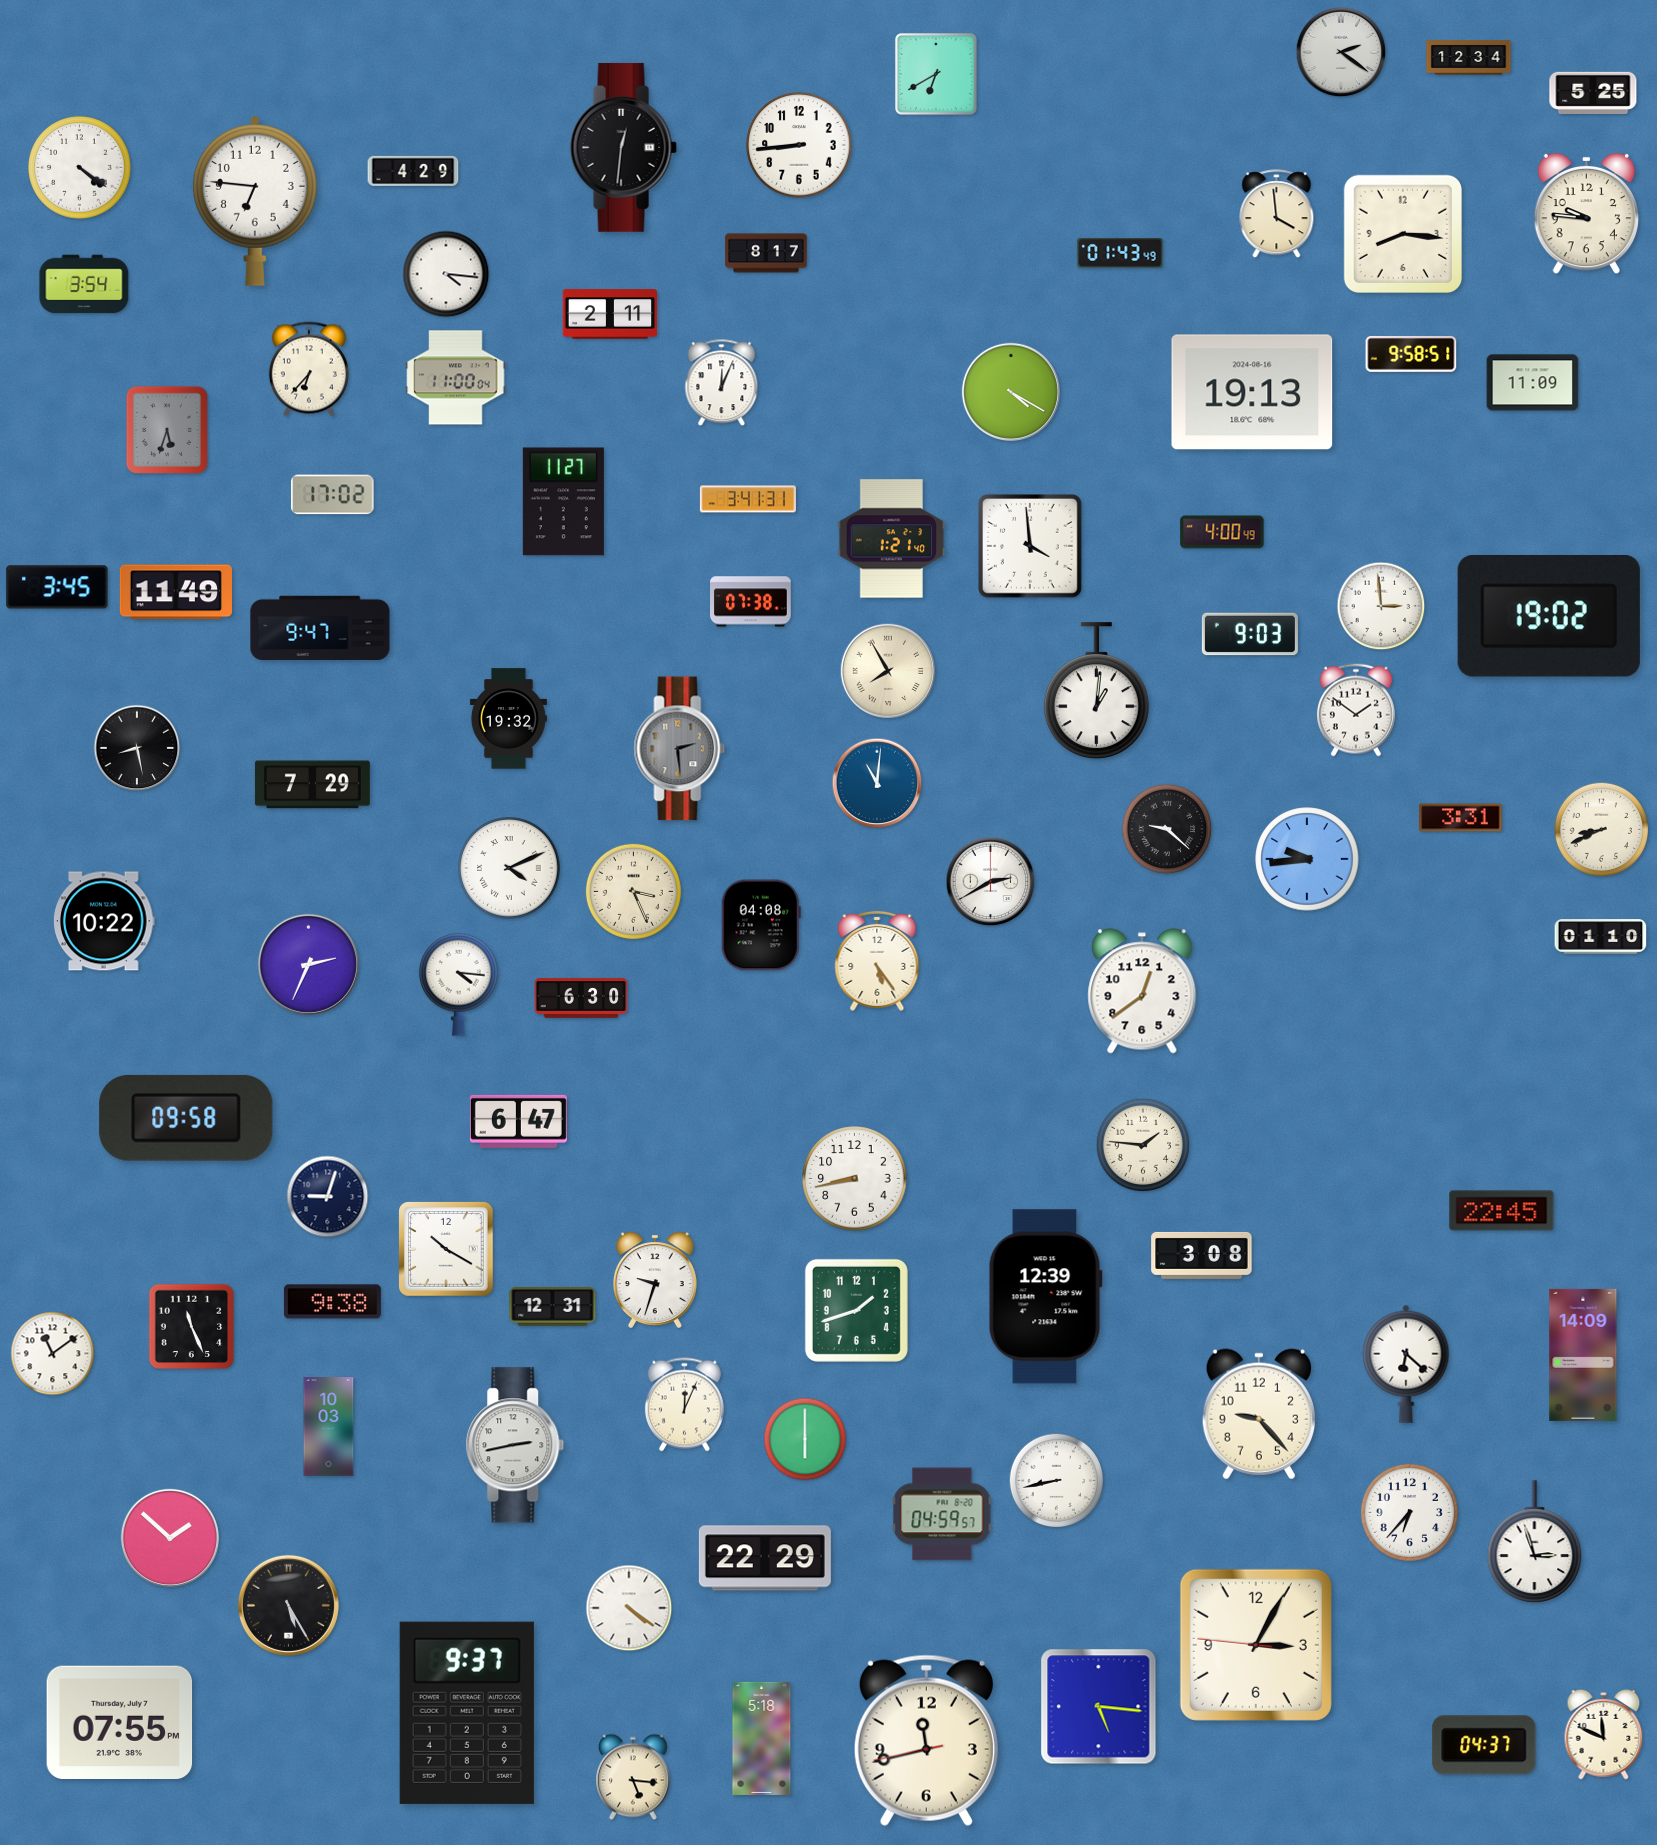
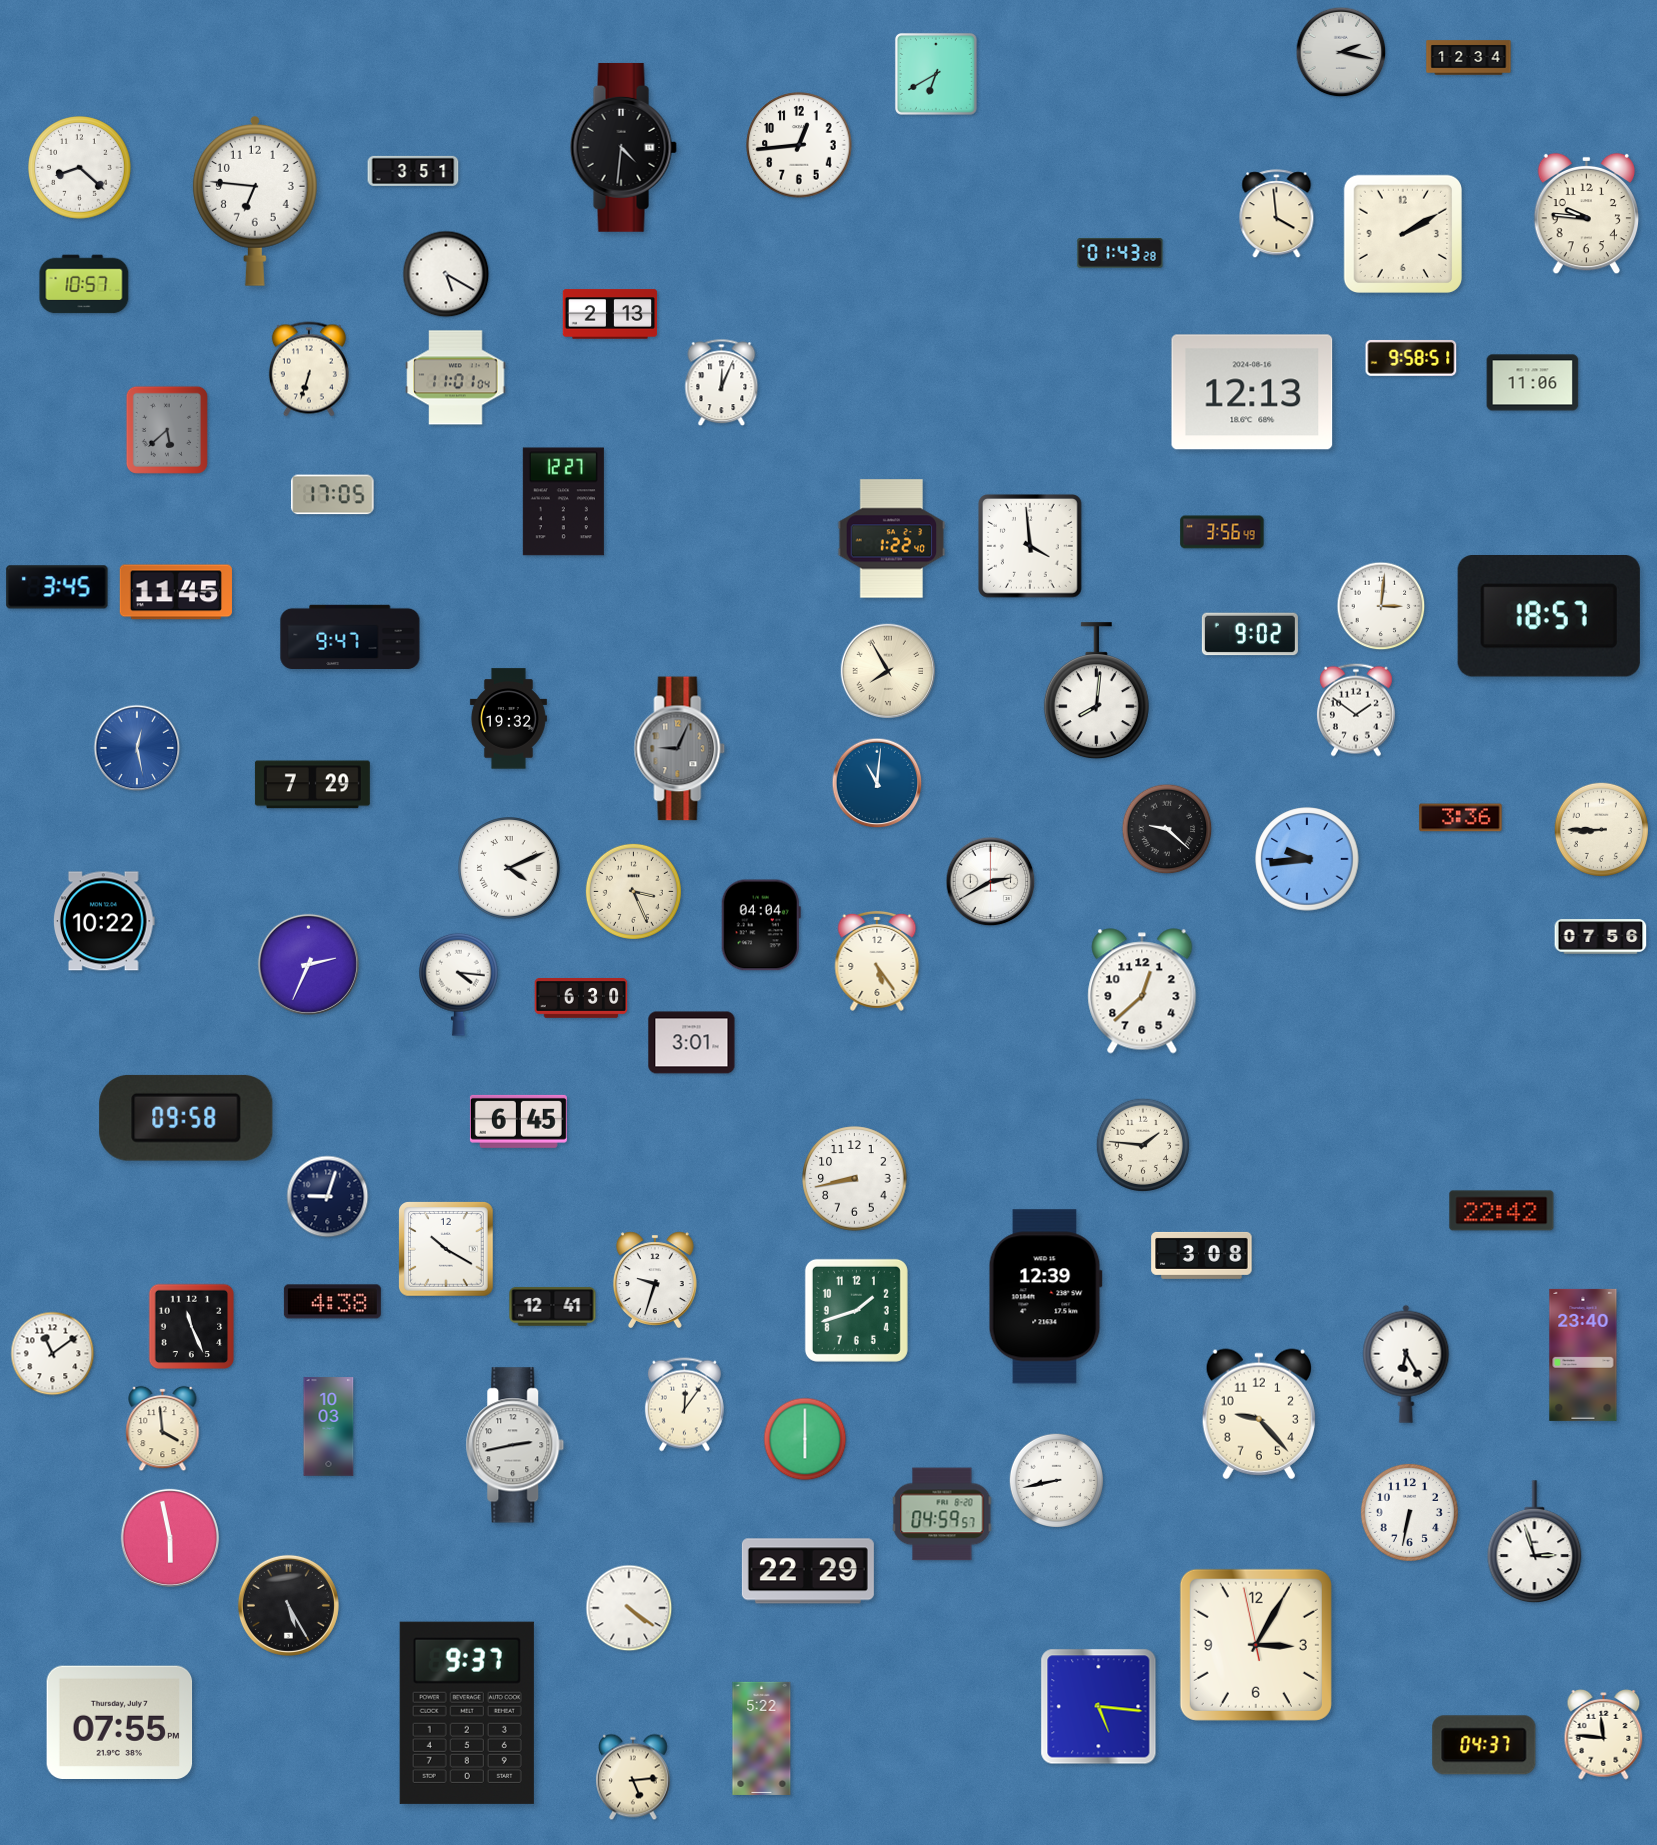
clock at (1341, 52): 2:21 -> 2:17
clock at (1593, 93): 5:25 -> none
clock at (799, 145): 8:44 -> 12:44
clock at (623, 147): 12:31 -> 4:31
clock at (80, 168): 4:21 -> 8:22
clock at (413, 171): 4:29 -> 3:51
clock at (1402, 233): 8:16 -> 2:10
clock at (766, 253): 8:17 -> none
clock at (1120, 253): 01:43:49 -> 01:43:28
clock at (446, 274): 4:16 -> 5:20
clock at (84, 284): 3:54 -> 10:57
clock at (610, 314): 2:11 -> 2:13
clock at (1411, 354) position: (1411, 354) -> (1411, 358)
clock at (309, 369): 6:37 -> 6:33
clock at (456, 378): 11:00 -> 11:01
clock at (1533, 383): 11:09 -> 11:06
clock at (1011, 392): 4:20 -> none
clock at (1252, 392): 19:13 -> 12:13
clock at (167, 430): 5:33 -> 5:38
clock at (333, 495): 17:02 -> 17:05
clock at (748, 499): 3:41 -> none
clock at (563, 502): 11:27 -> 12:27
clock at (1222, 532): 4:00 -> 3:56
clock at (892, 539): 1:21 -> 1:22
clock at (176, 592): 11:49 -> 11:45
clock at (751, 602): 07:38 -> none
clock at (1381, 606): 2:59 -> 3:01
clock at (1549, 617): 19:02 -> 18:57
clock at (320, 627) position: (320, 627) -> (350, 636)
clock at (1250, 634): 9:03 -> 9:02
clock at (1096, 691): 1:01 -> 8:01
clock at (137, 748): 8:28 -> 12:28
clock at (137, 748) dial: black -> blue
clock at (680, 749): 2:29 -> 9:04
clock at (1461, 818): 3:31 -> 3:36
clock at (1601, 829): 8:41 -> 8:45
clock at (761, 925): 04:08 -> 04:04
clock at (1601, 937): 01:10 -> 07:56
clock at (1142, 991): 12:39 -> 12:38
clock at (692, 1043): none -> 3:01
clock at (518, 1121): 6:47 -> 6:45
clock at (1502, 1211): 22:45 -> 22:42
clock at (332, 1302): 9:38 -> 4:38
clock at (553, 1307): 12:31 -> 12:41
clock at (1583, 1355): 14:09 -> 23:40
clock at (1406, 1364): 6:22 -> 6:25
clock at (684, 1405): 12:04 -> 12:06
clock at (163, 1429): none -> 3:59
clock at (1409, 1512): 6:37 -> 6:32
clock at (170, 1538): 1:52 -> 5:58
clock at (765, 1558) position: (765, 1558) -> (808, 1571)
clock at (1256, 1645): 3:04:46 -> 3:04:58
clock at (1604, 1735): 11:49 -> 11:46
clock at (762, 1738): 5:18 -> 5:22
clock at (926, 1740): 11:42 -> none
clock at (634, 1777): 5:16 -> 5:14
